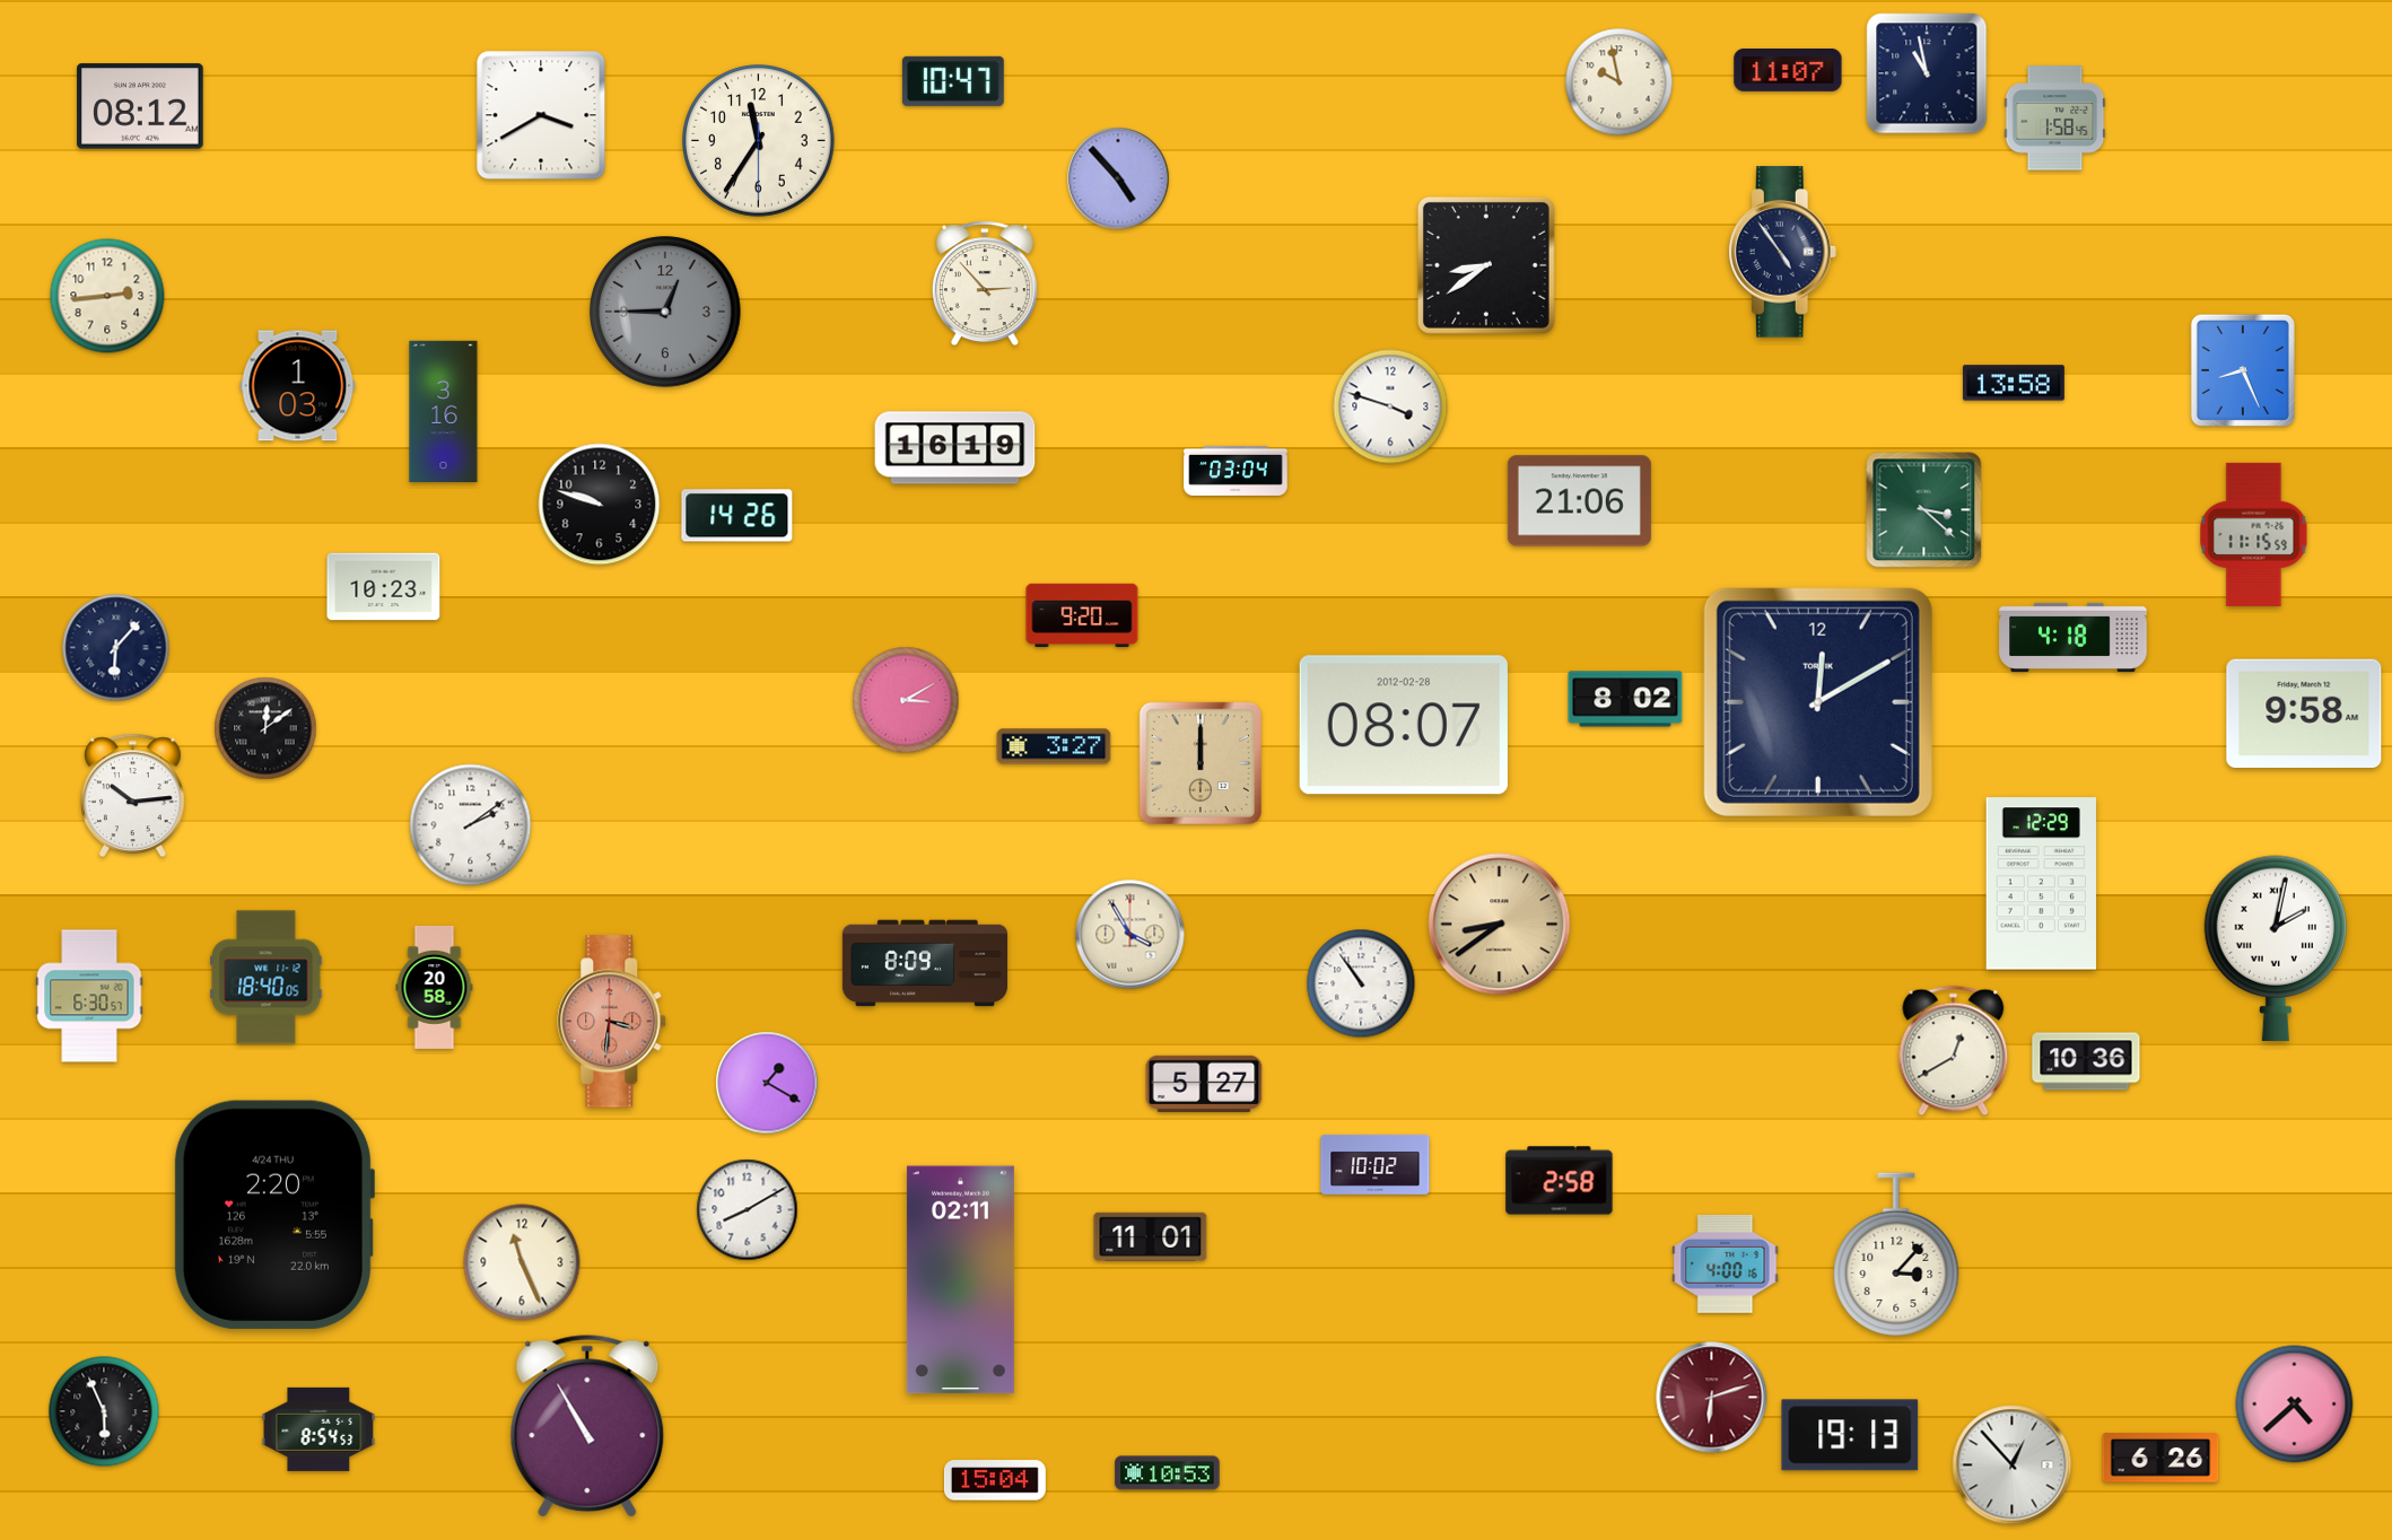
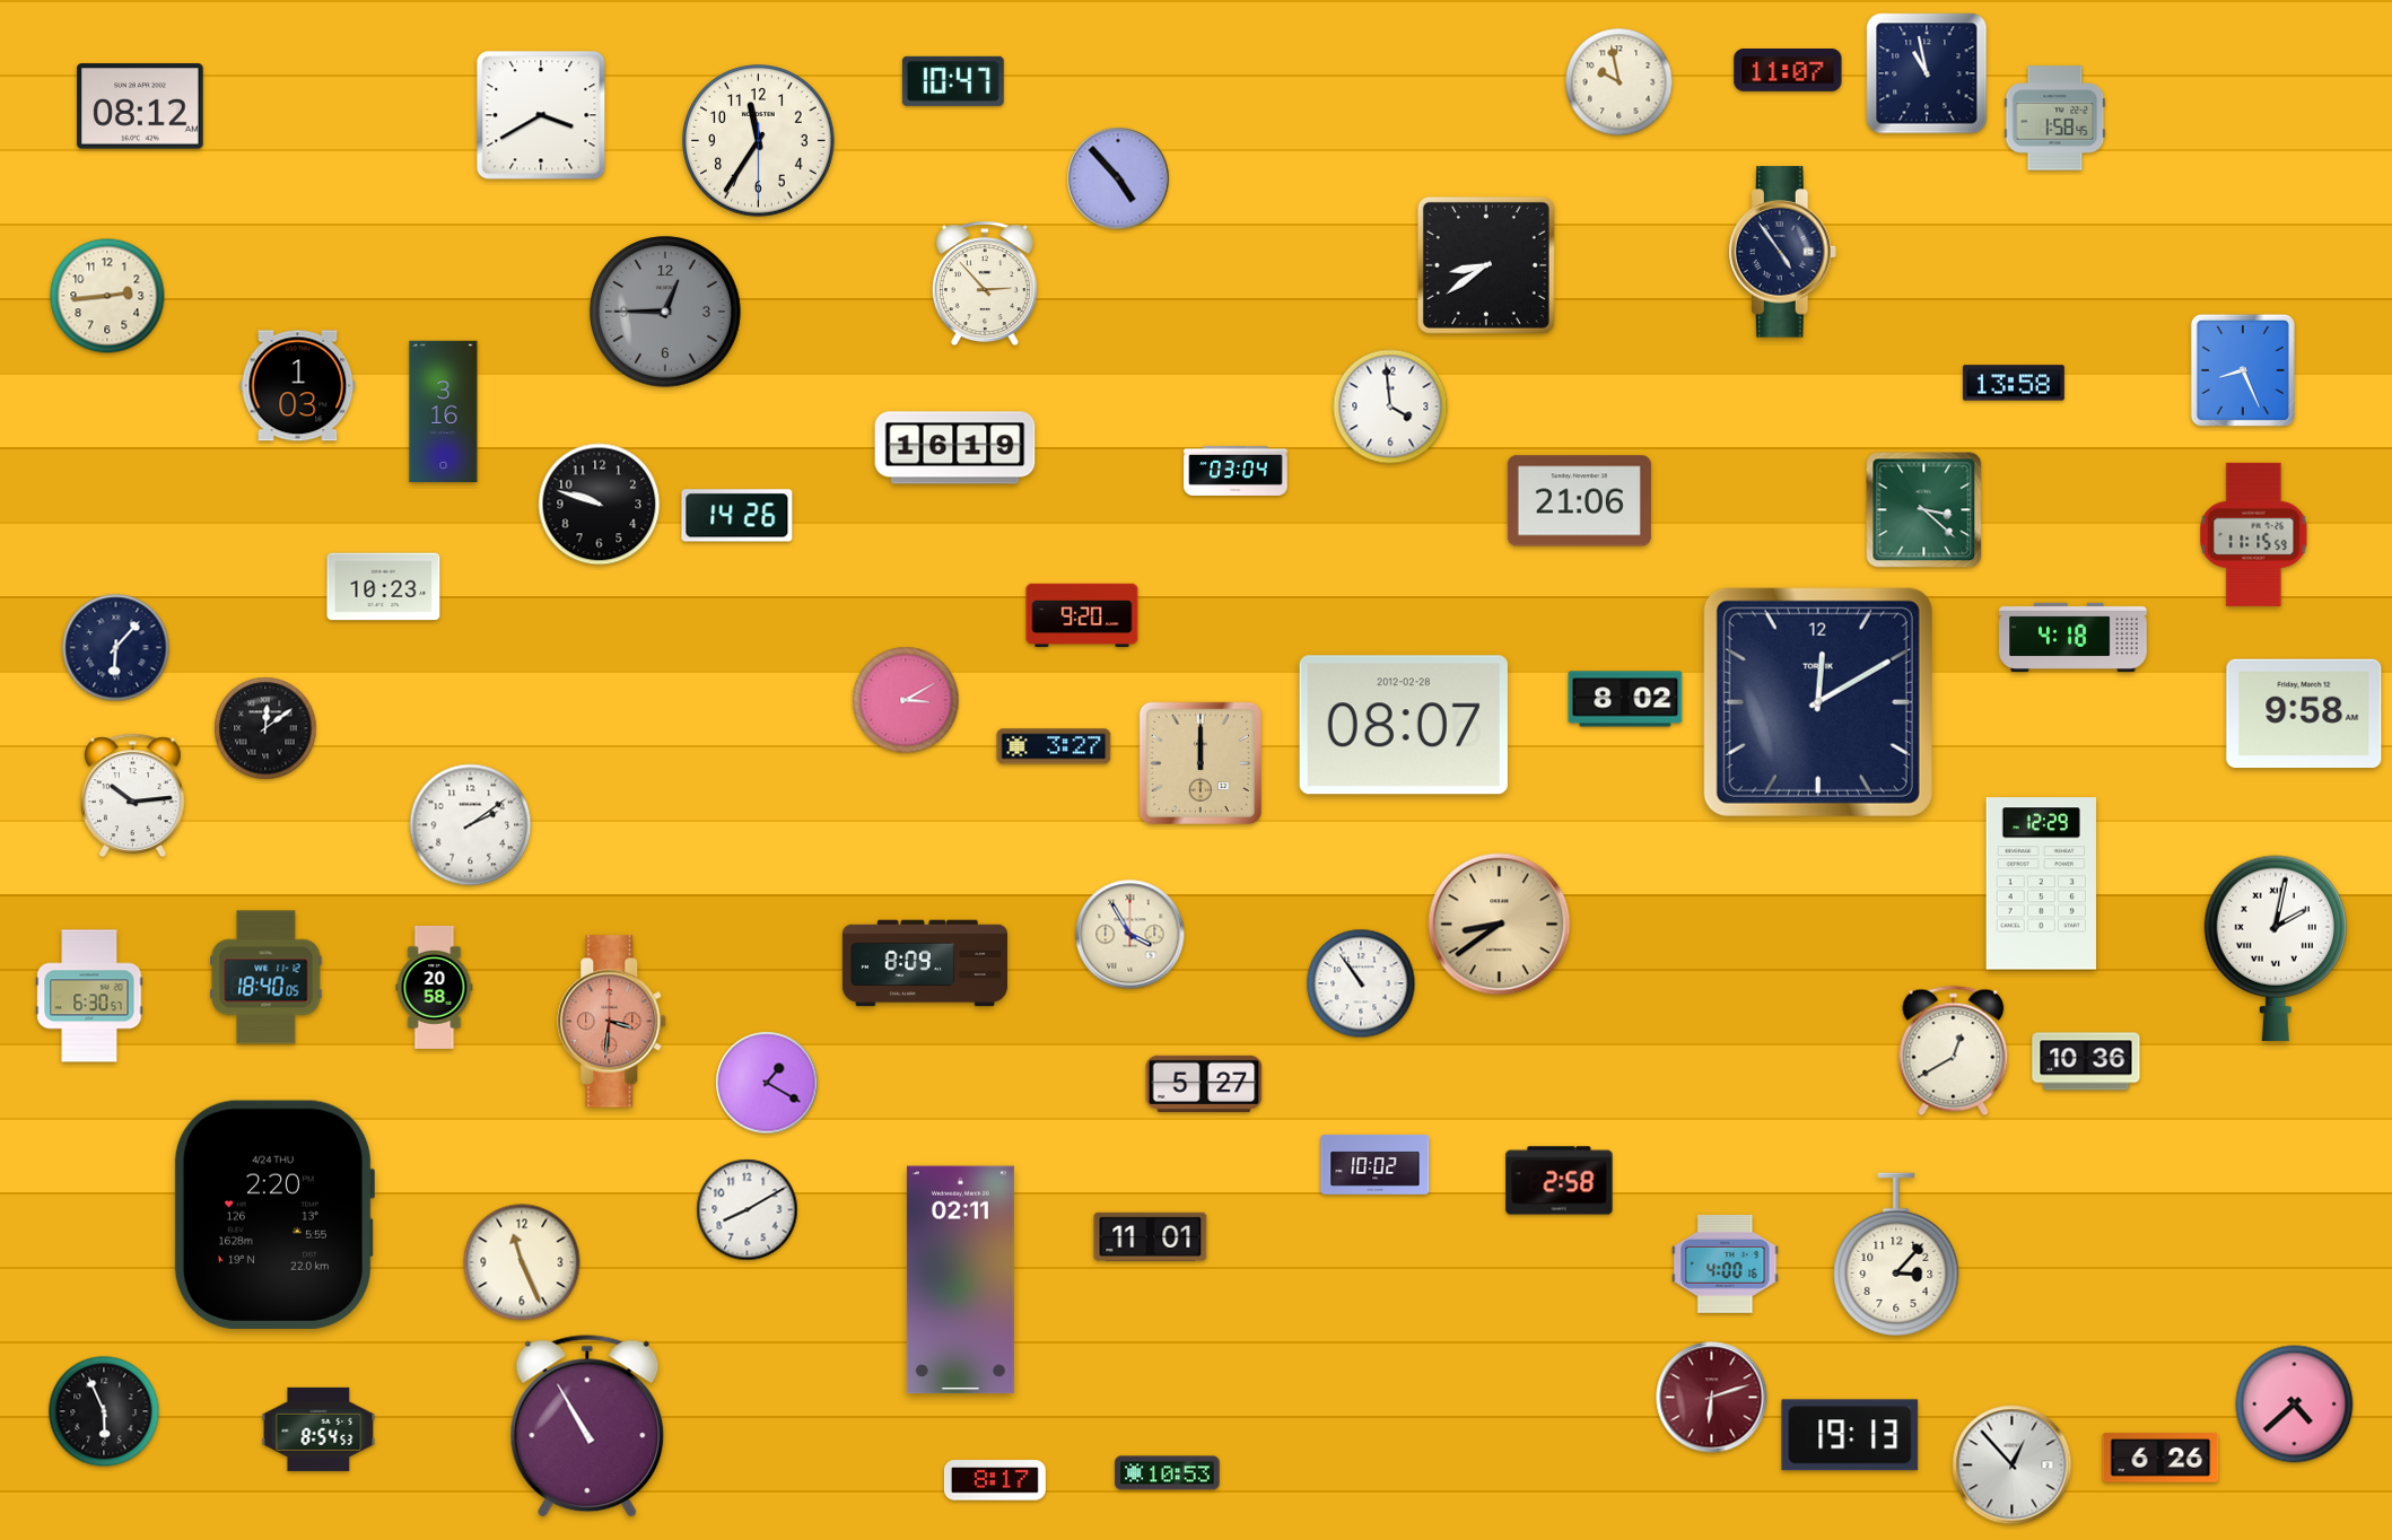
clock at (1390, 406): 3:48 -> 3:59
clock at (995, 1480): 15:04 -> 8:17
